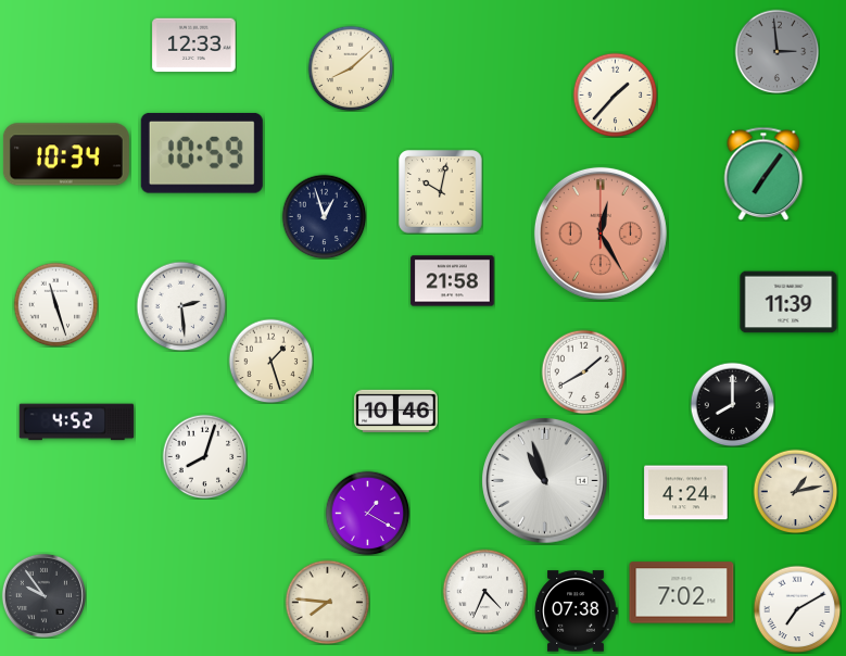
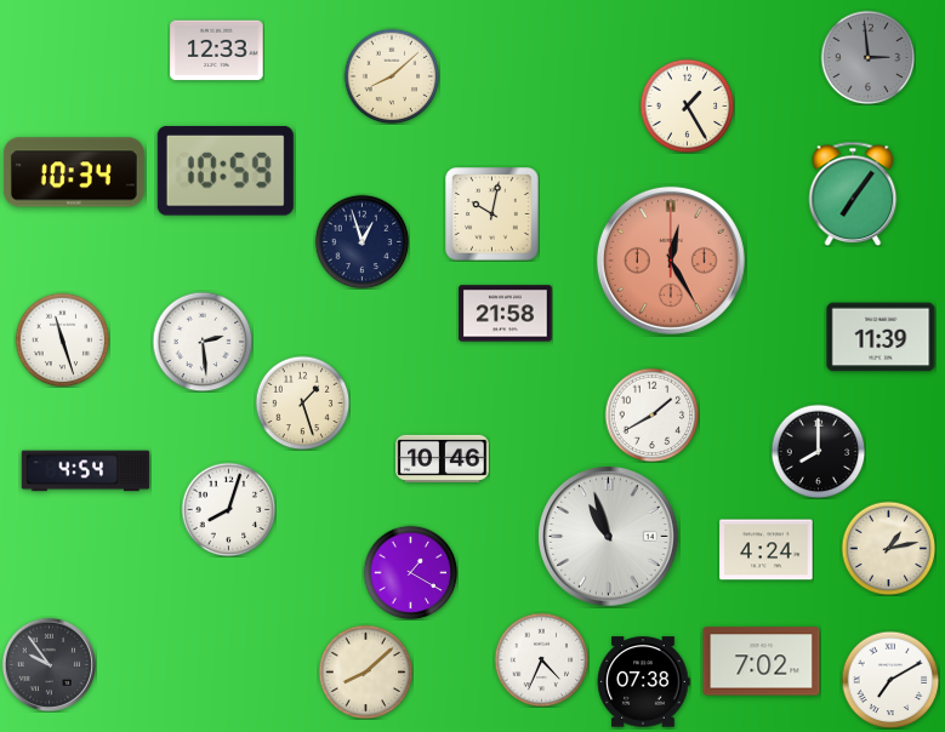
clock at (615, 94): 1:37 -> 1:25
clock at (77, 422): 4:52 -> 4:54
clock at (327, 602): 7:46 -> 8:08
